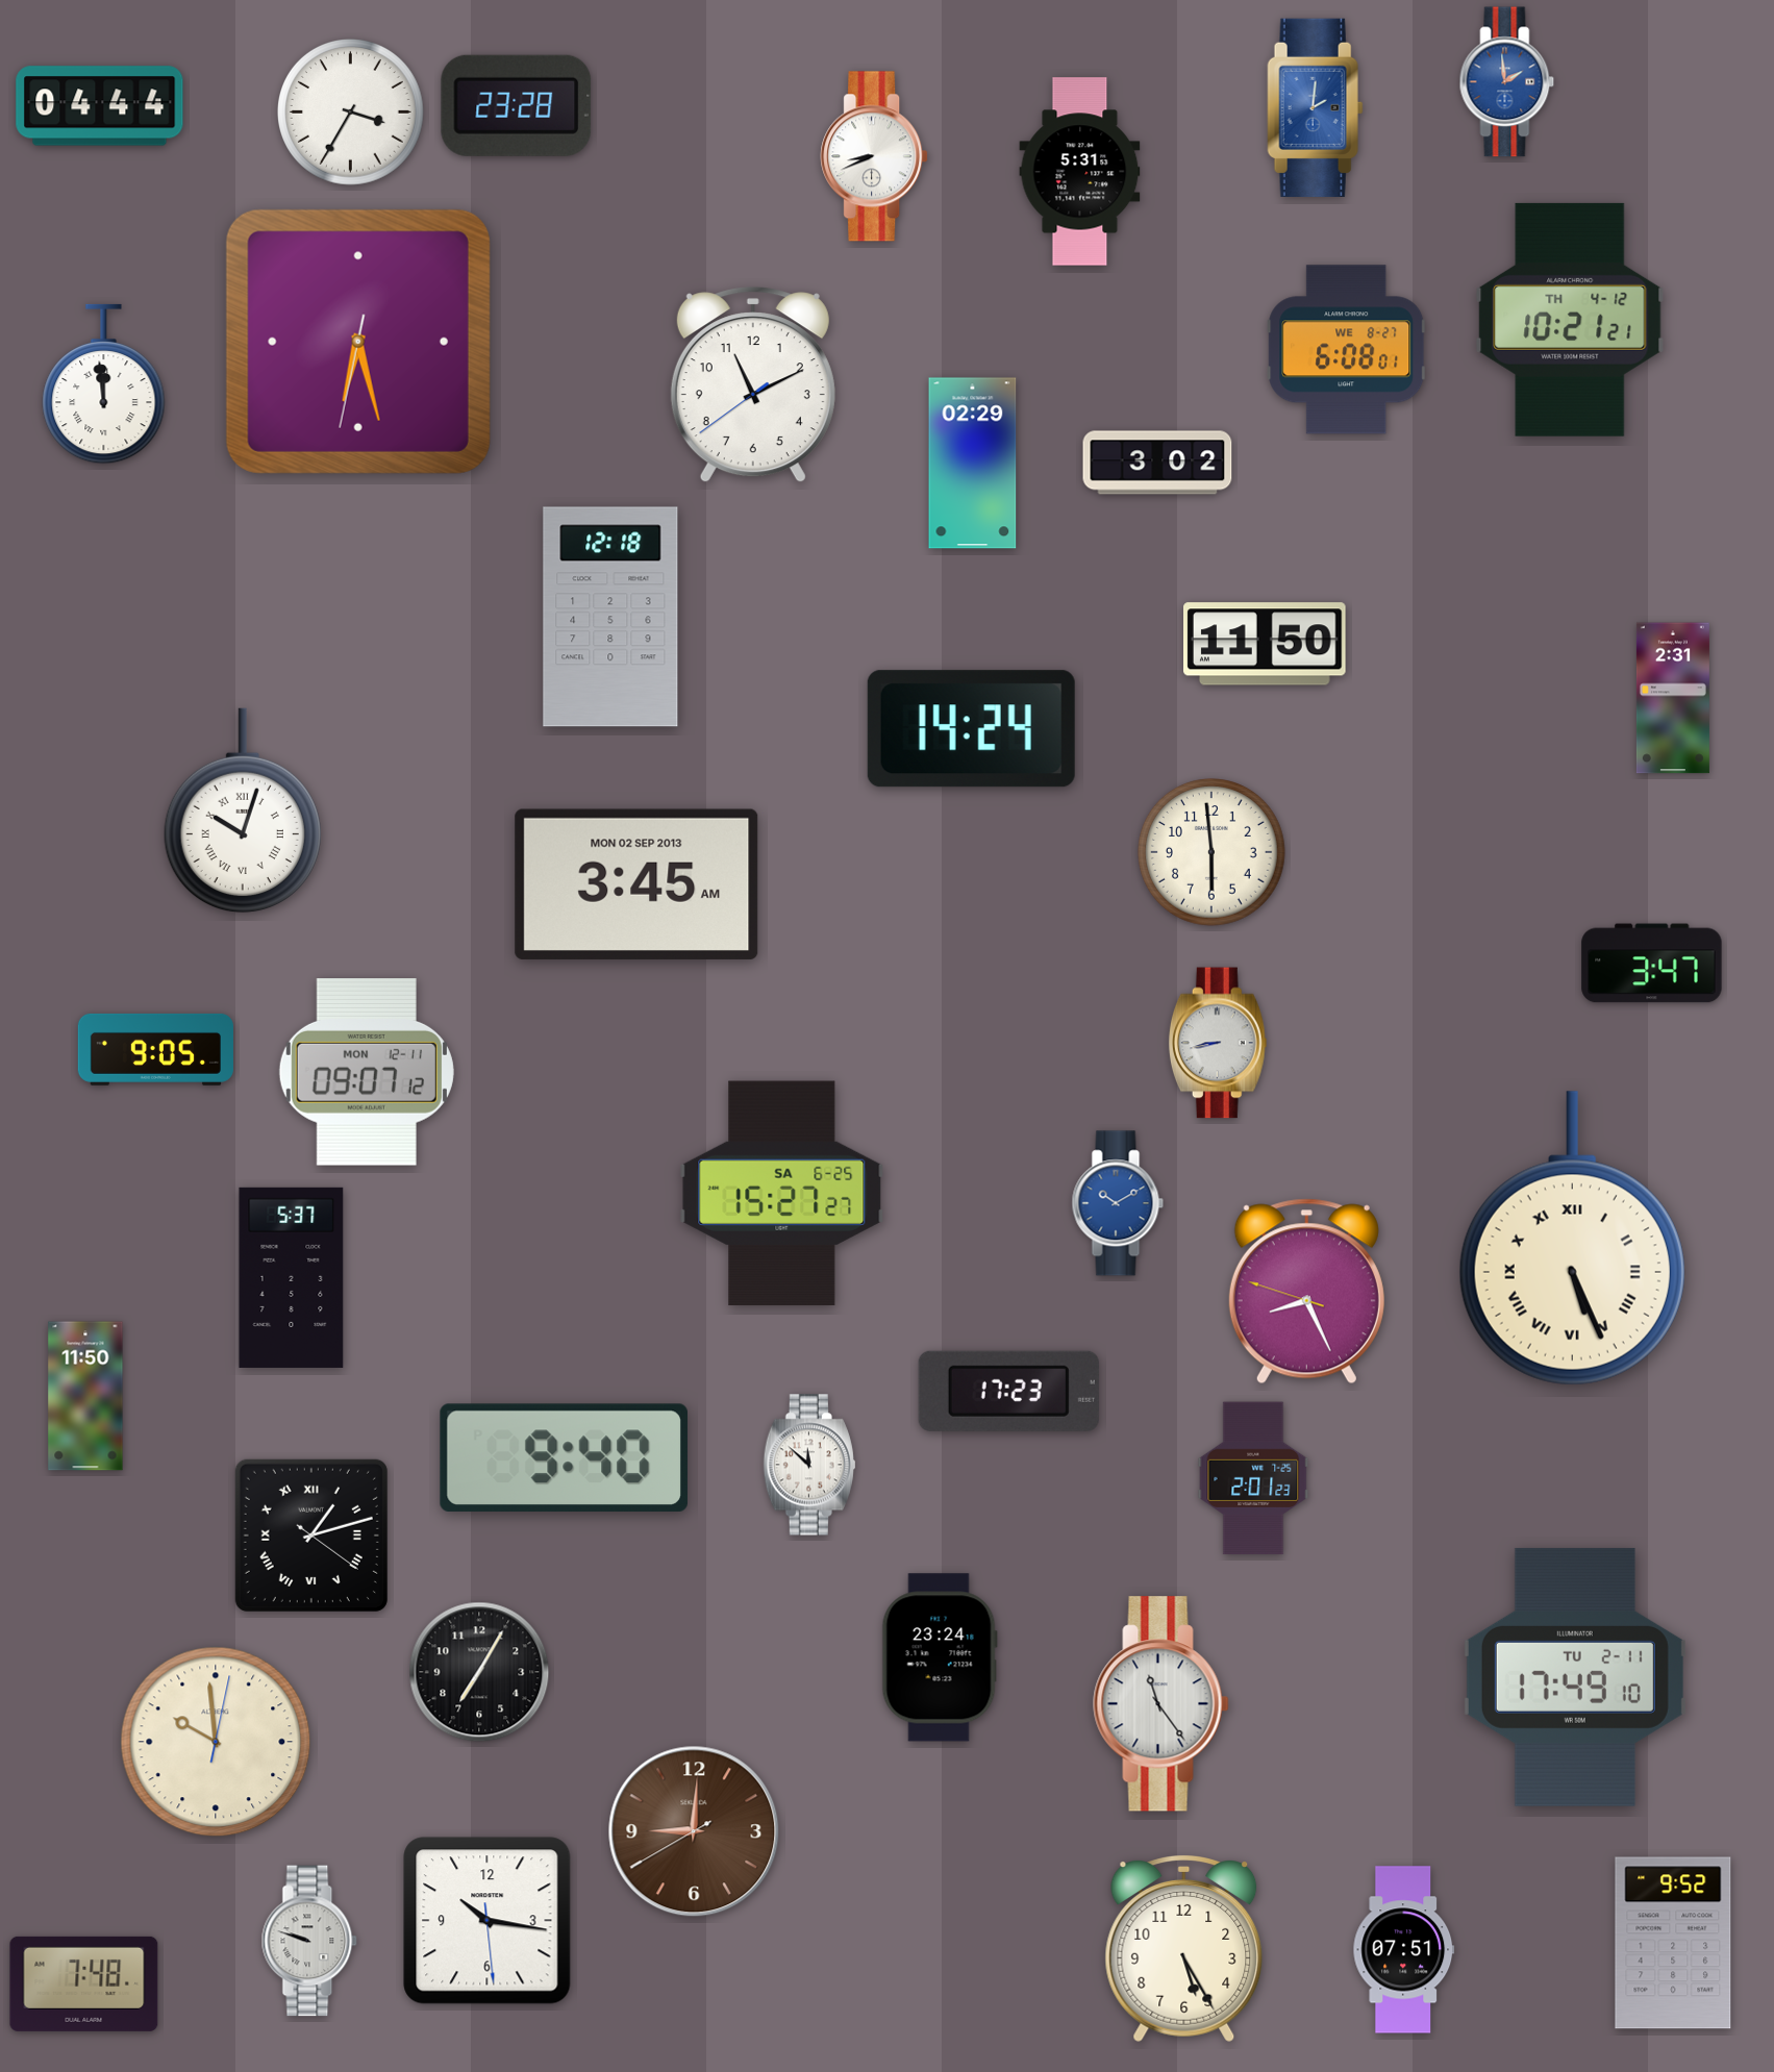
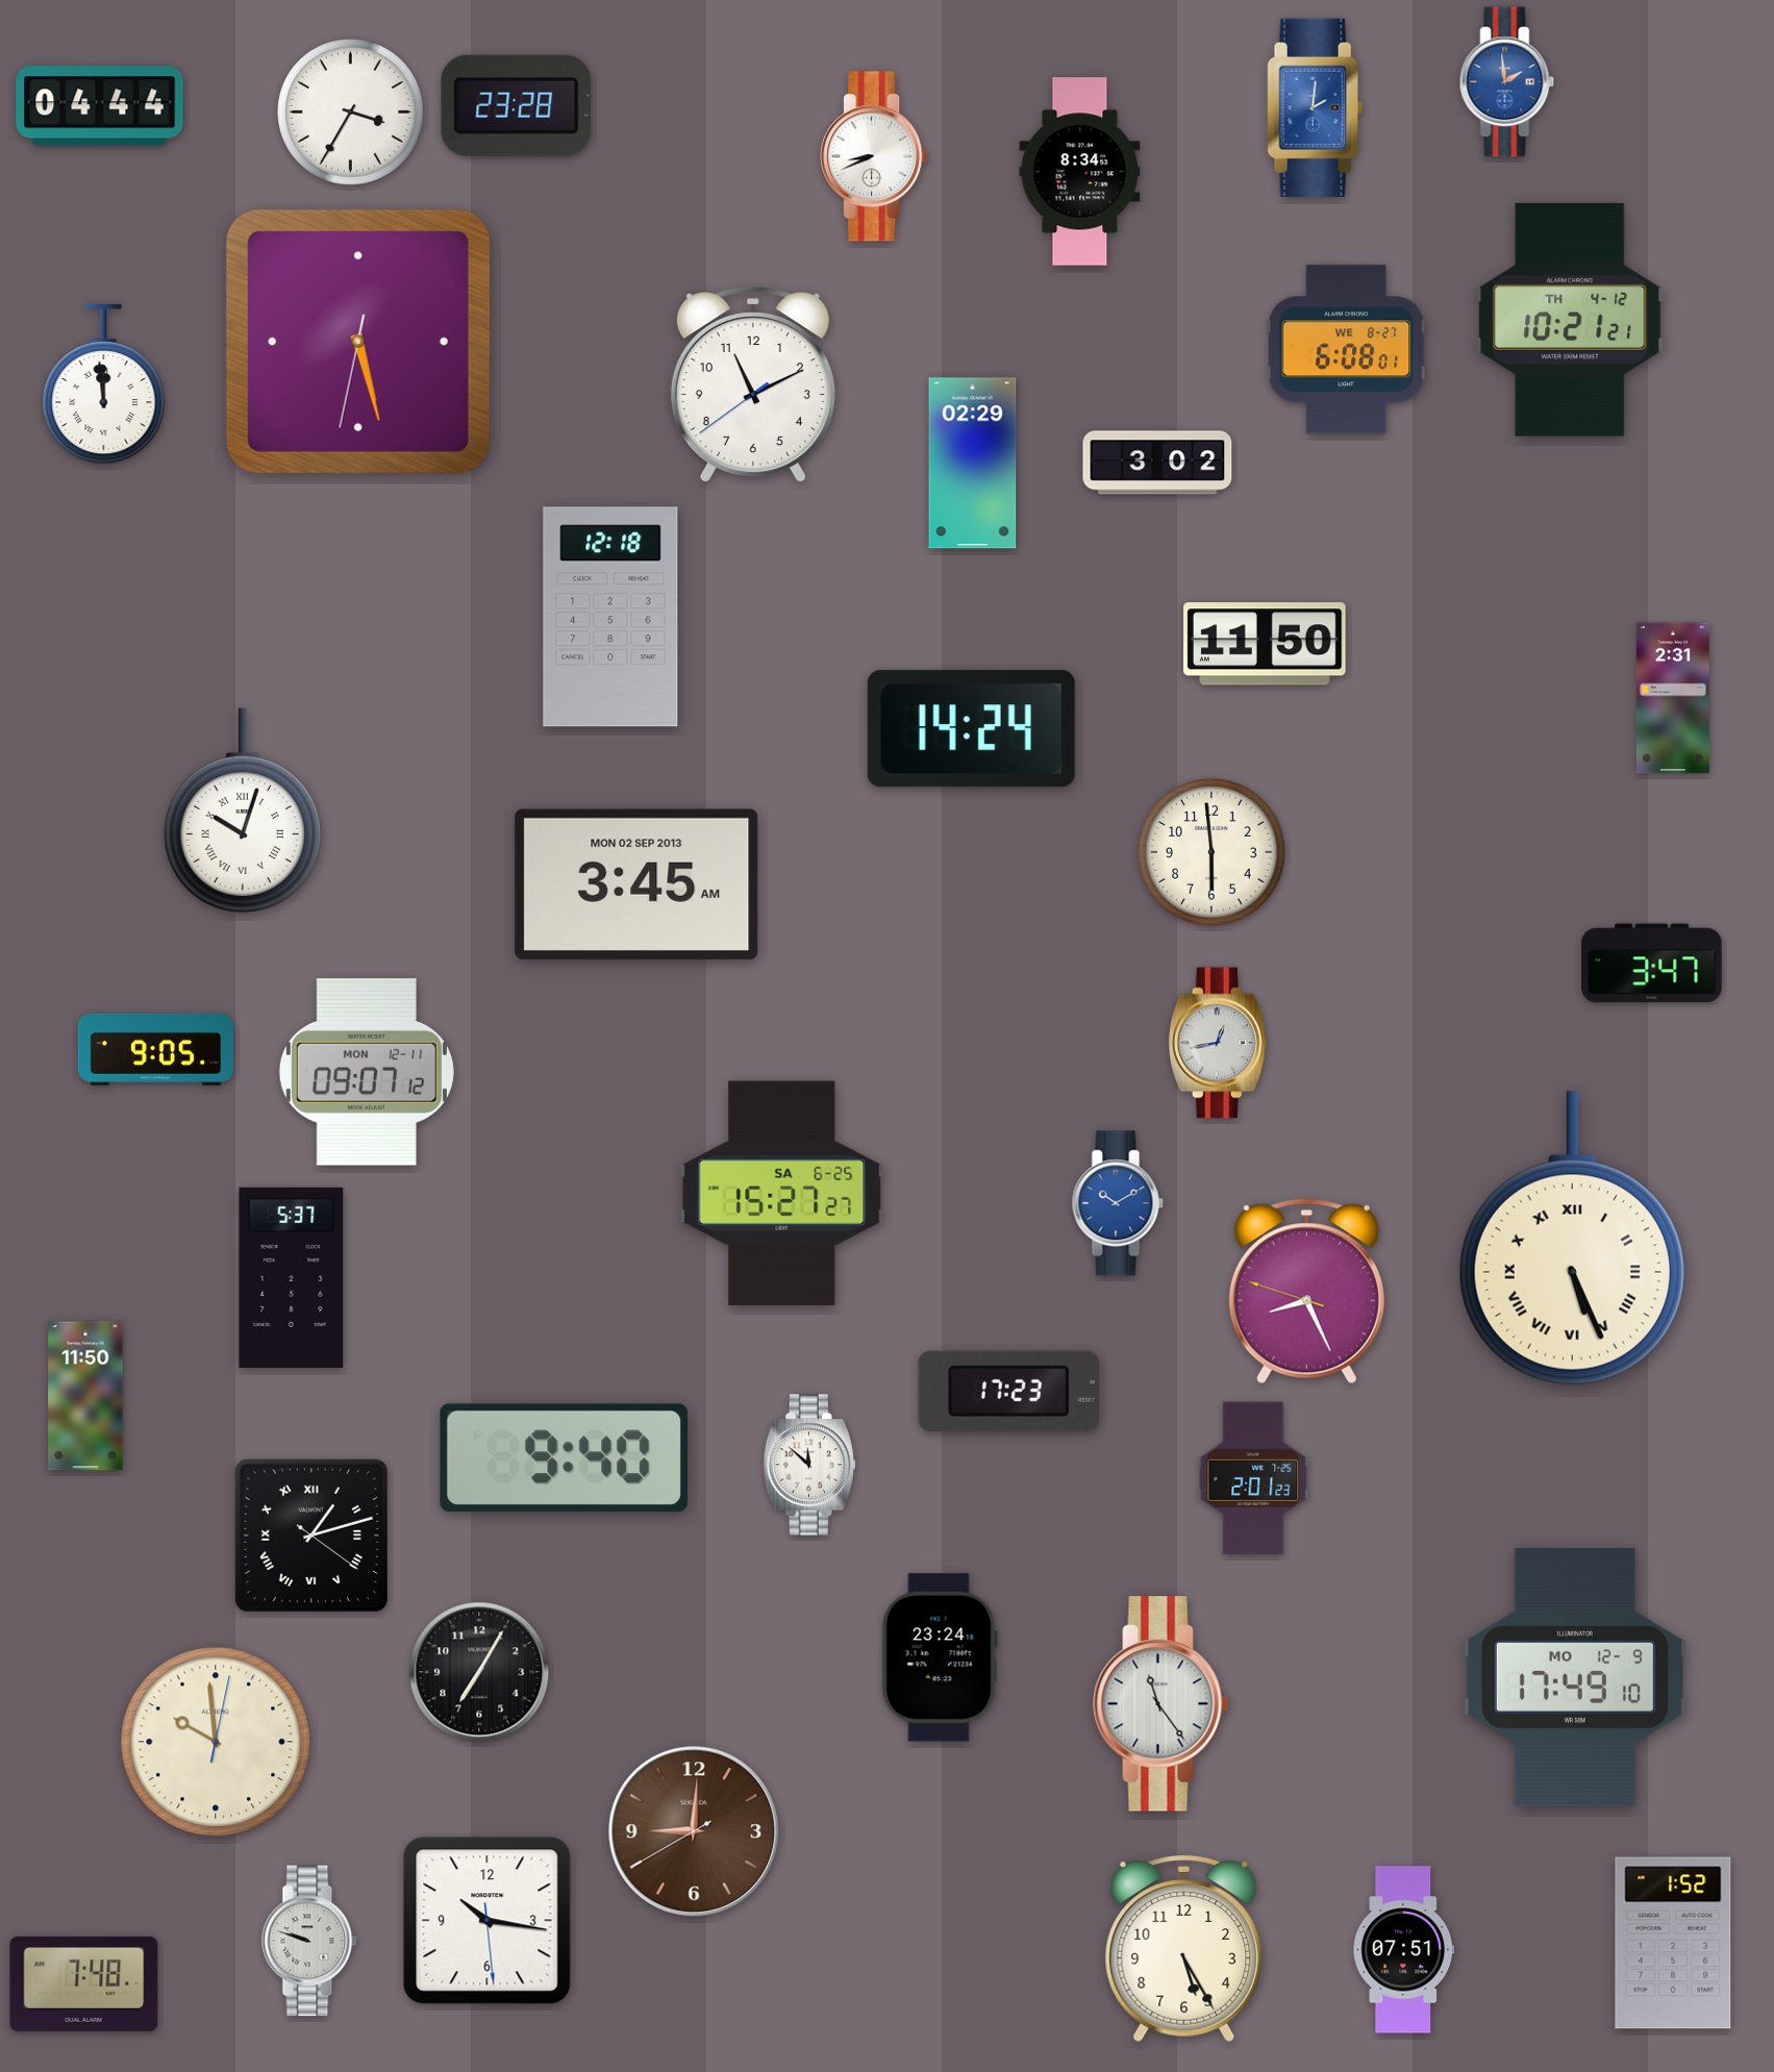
clock at (1080, 172): 5:31 -> 8:34
clock at (358, 342): 6:27 -> 5:27
clock at (1218, 1043): 8:43 -> 12:43
clock at (1575, 1677) date: TU 2-11 -> MO 12-9
clock at (1673, 1943): 9:52 -> 1:52
